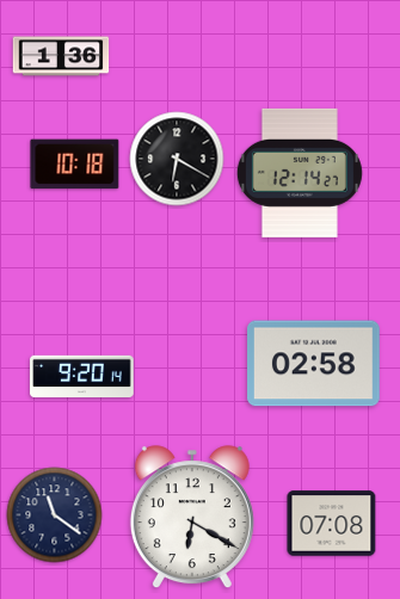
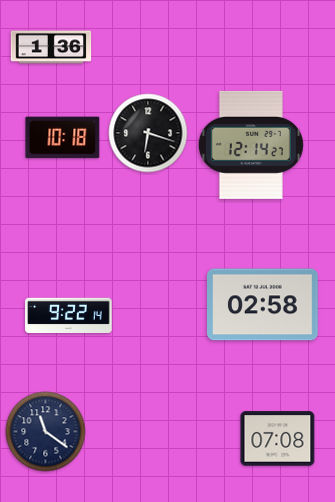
clock at (177, 159): 6:20 -> 6:18
clock at (82, 376): 9:20 -> 9:22
clock at (192, 518): 6:20 -> none
